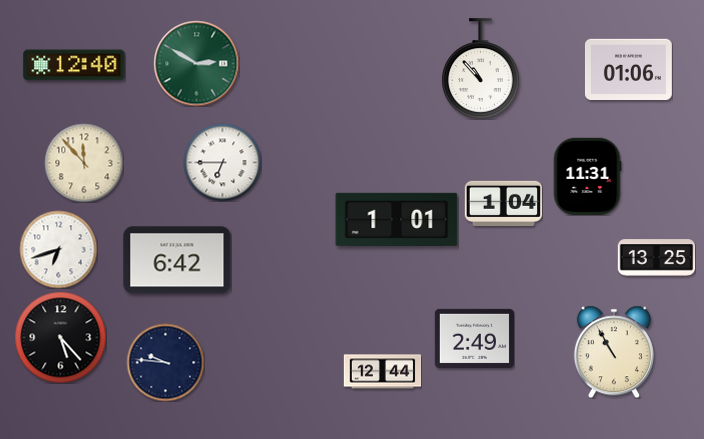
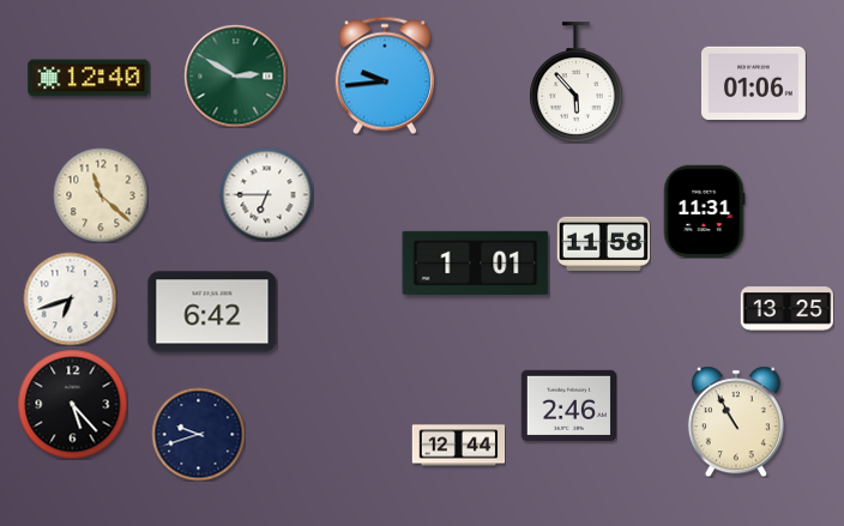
clock at (385, 75): none -> 9:44
clock at (481, 69): 10:53 -> 5:53
clock at (84, 163): 11:53 -> 11:22
clock at (503, 203): 1:04 -> 11:58
clock at (474, 338): 2:49 -> 2:46
clock at (165, 362): 9:46 -> 9:42
